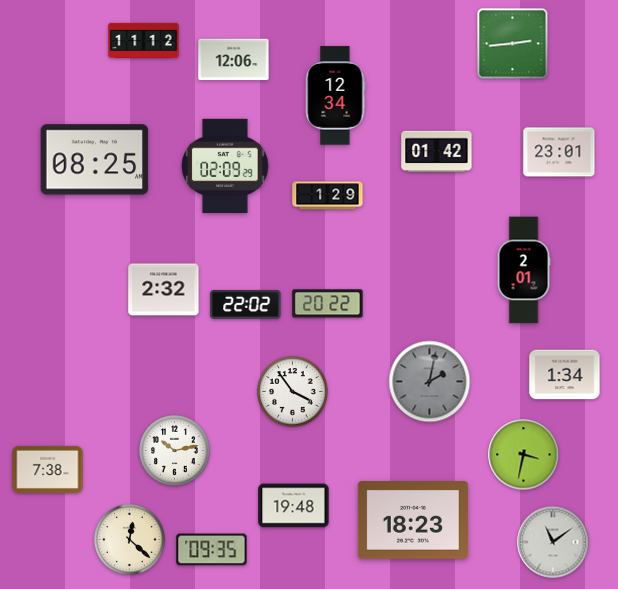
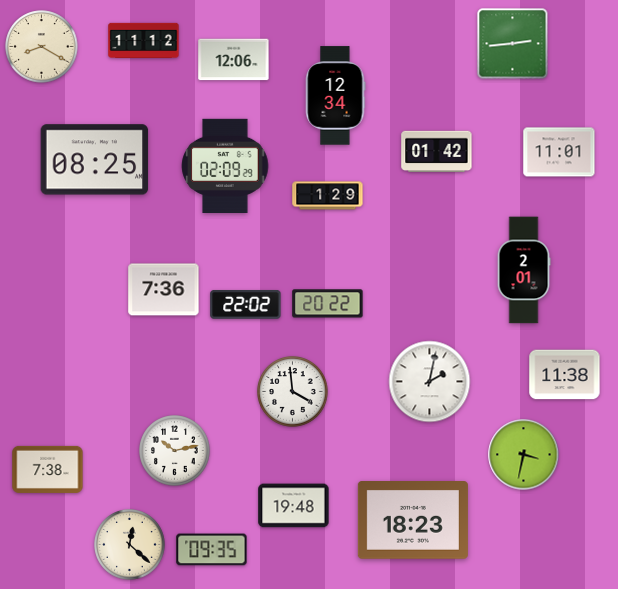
clock at (42, 47): none -> 8:20
clock at (559, 152): 23:01 -> 11:01
clock at (164, 290): 2:32 -> 7:36
clock at (565, 375): 1:34 -> 11:38
clock at (430, 382) dial: grey -> white
clock at (293, 392): 3:54 -> 3:59
clock at (130, 540) position: (130, 540) -> (130, 545)
clock at (553, 542): 11:09 -> none
